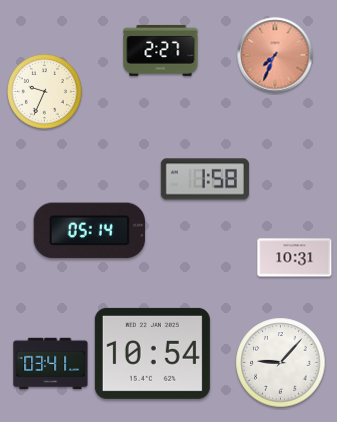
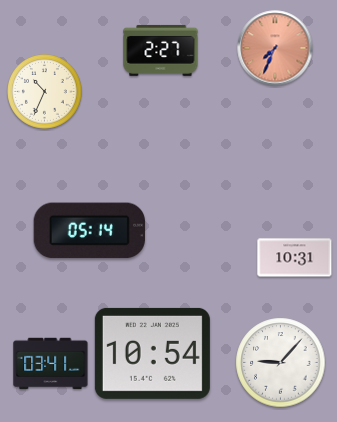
clock at (275, 55) position: (275, 55) -> (275, 48)
clock at (45, 92): 9:34 -> 10:34
clock at (205, 179): 1:58 -> none
